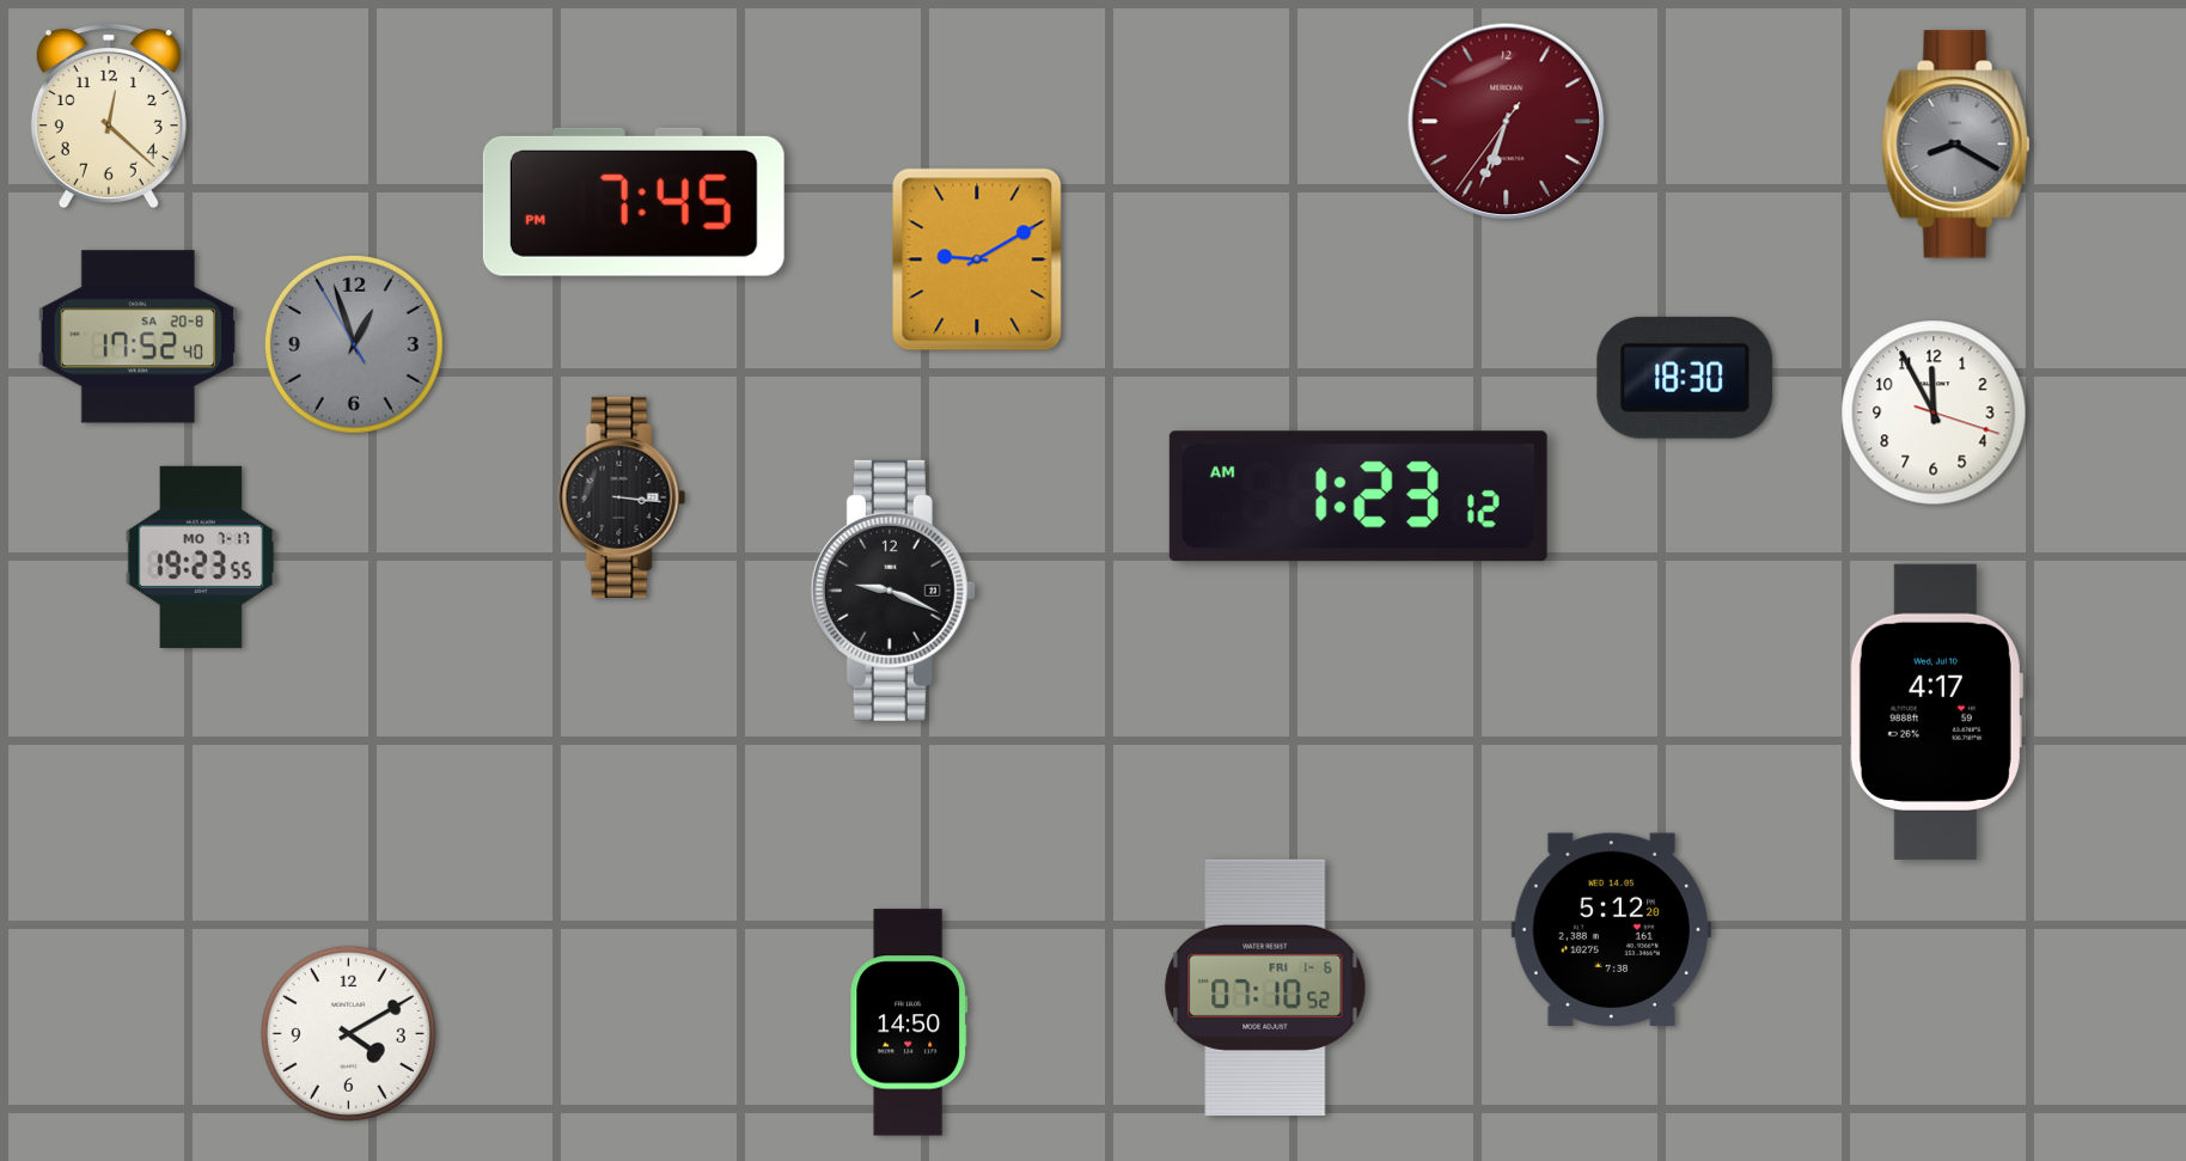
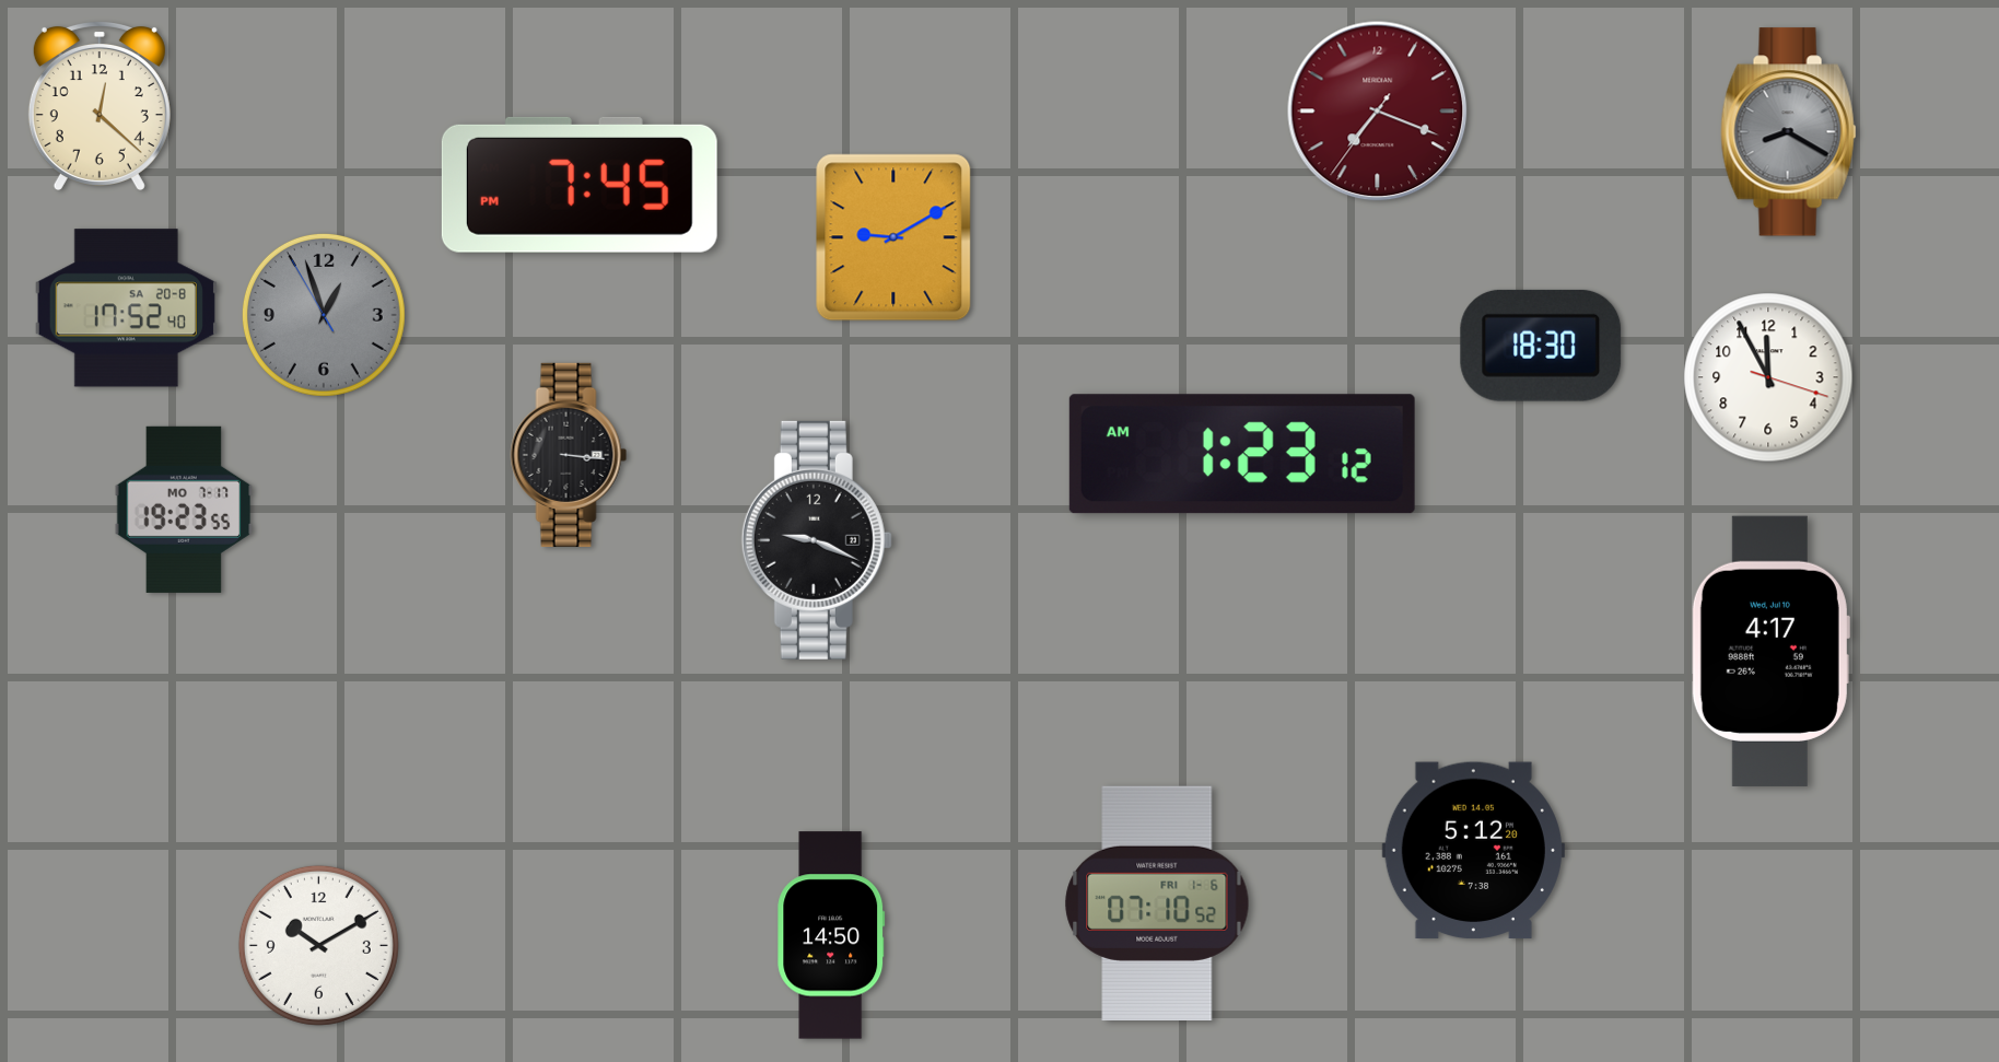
clock at (1507, 122): 6:33 -> 7:18
clock at (348, 1033): 4:10 -> 10:10
